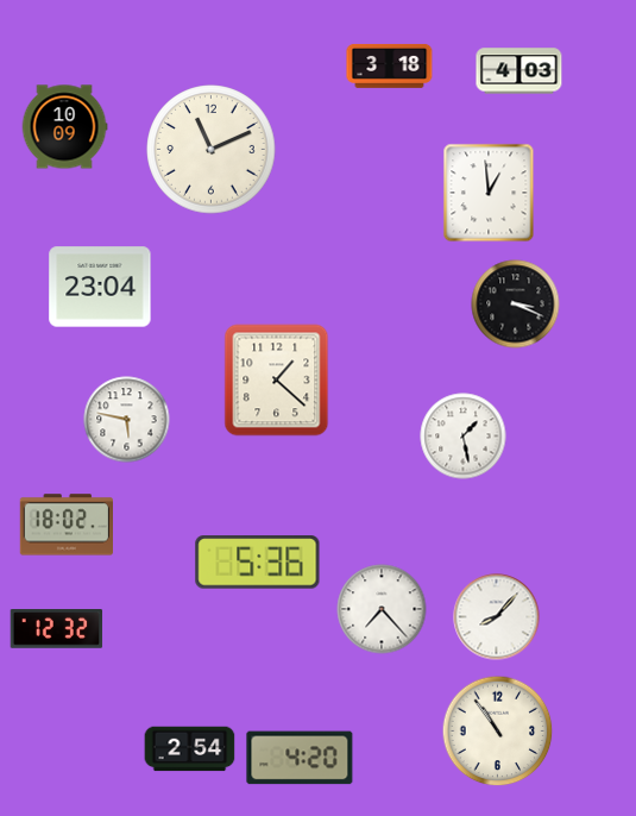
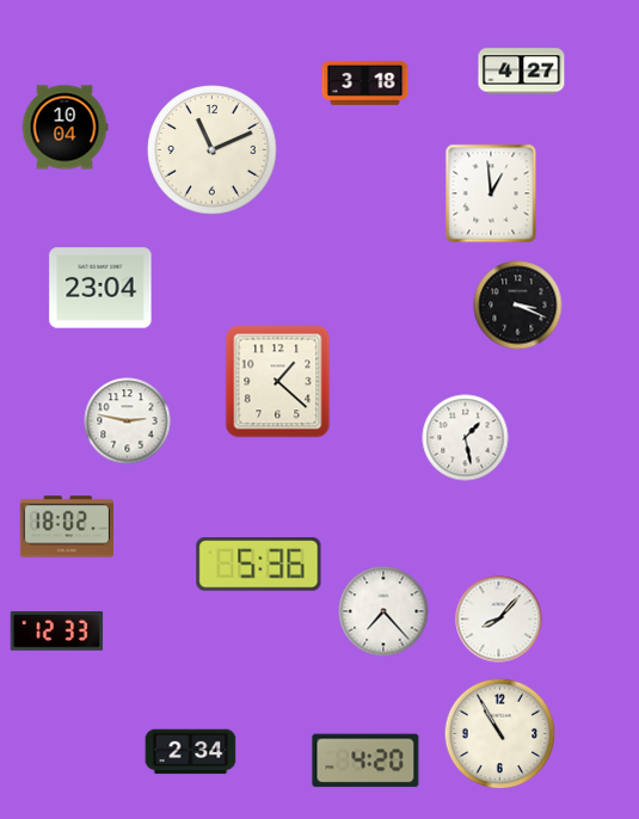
clock at (390, 65) position: (390, 65) -> (365, 82)
clock at (519, 71): 4:03 -> 4:27
clock at (64, 127): 10:09 -> 10:04
clock at (127, 420): 5:47 -> 2:47
clock at (57, 629): 12:32 -> 12:33
clock at (498, 732): 10:54 -> 10:55
clock at (190, 749): 2:54 -> 2:34
clock at (300, 758) position: (300, 758) -> (365, 761)
